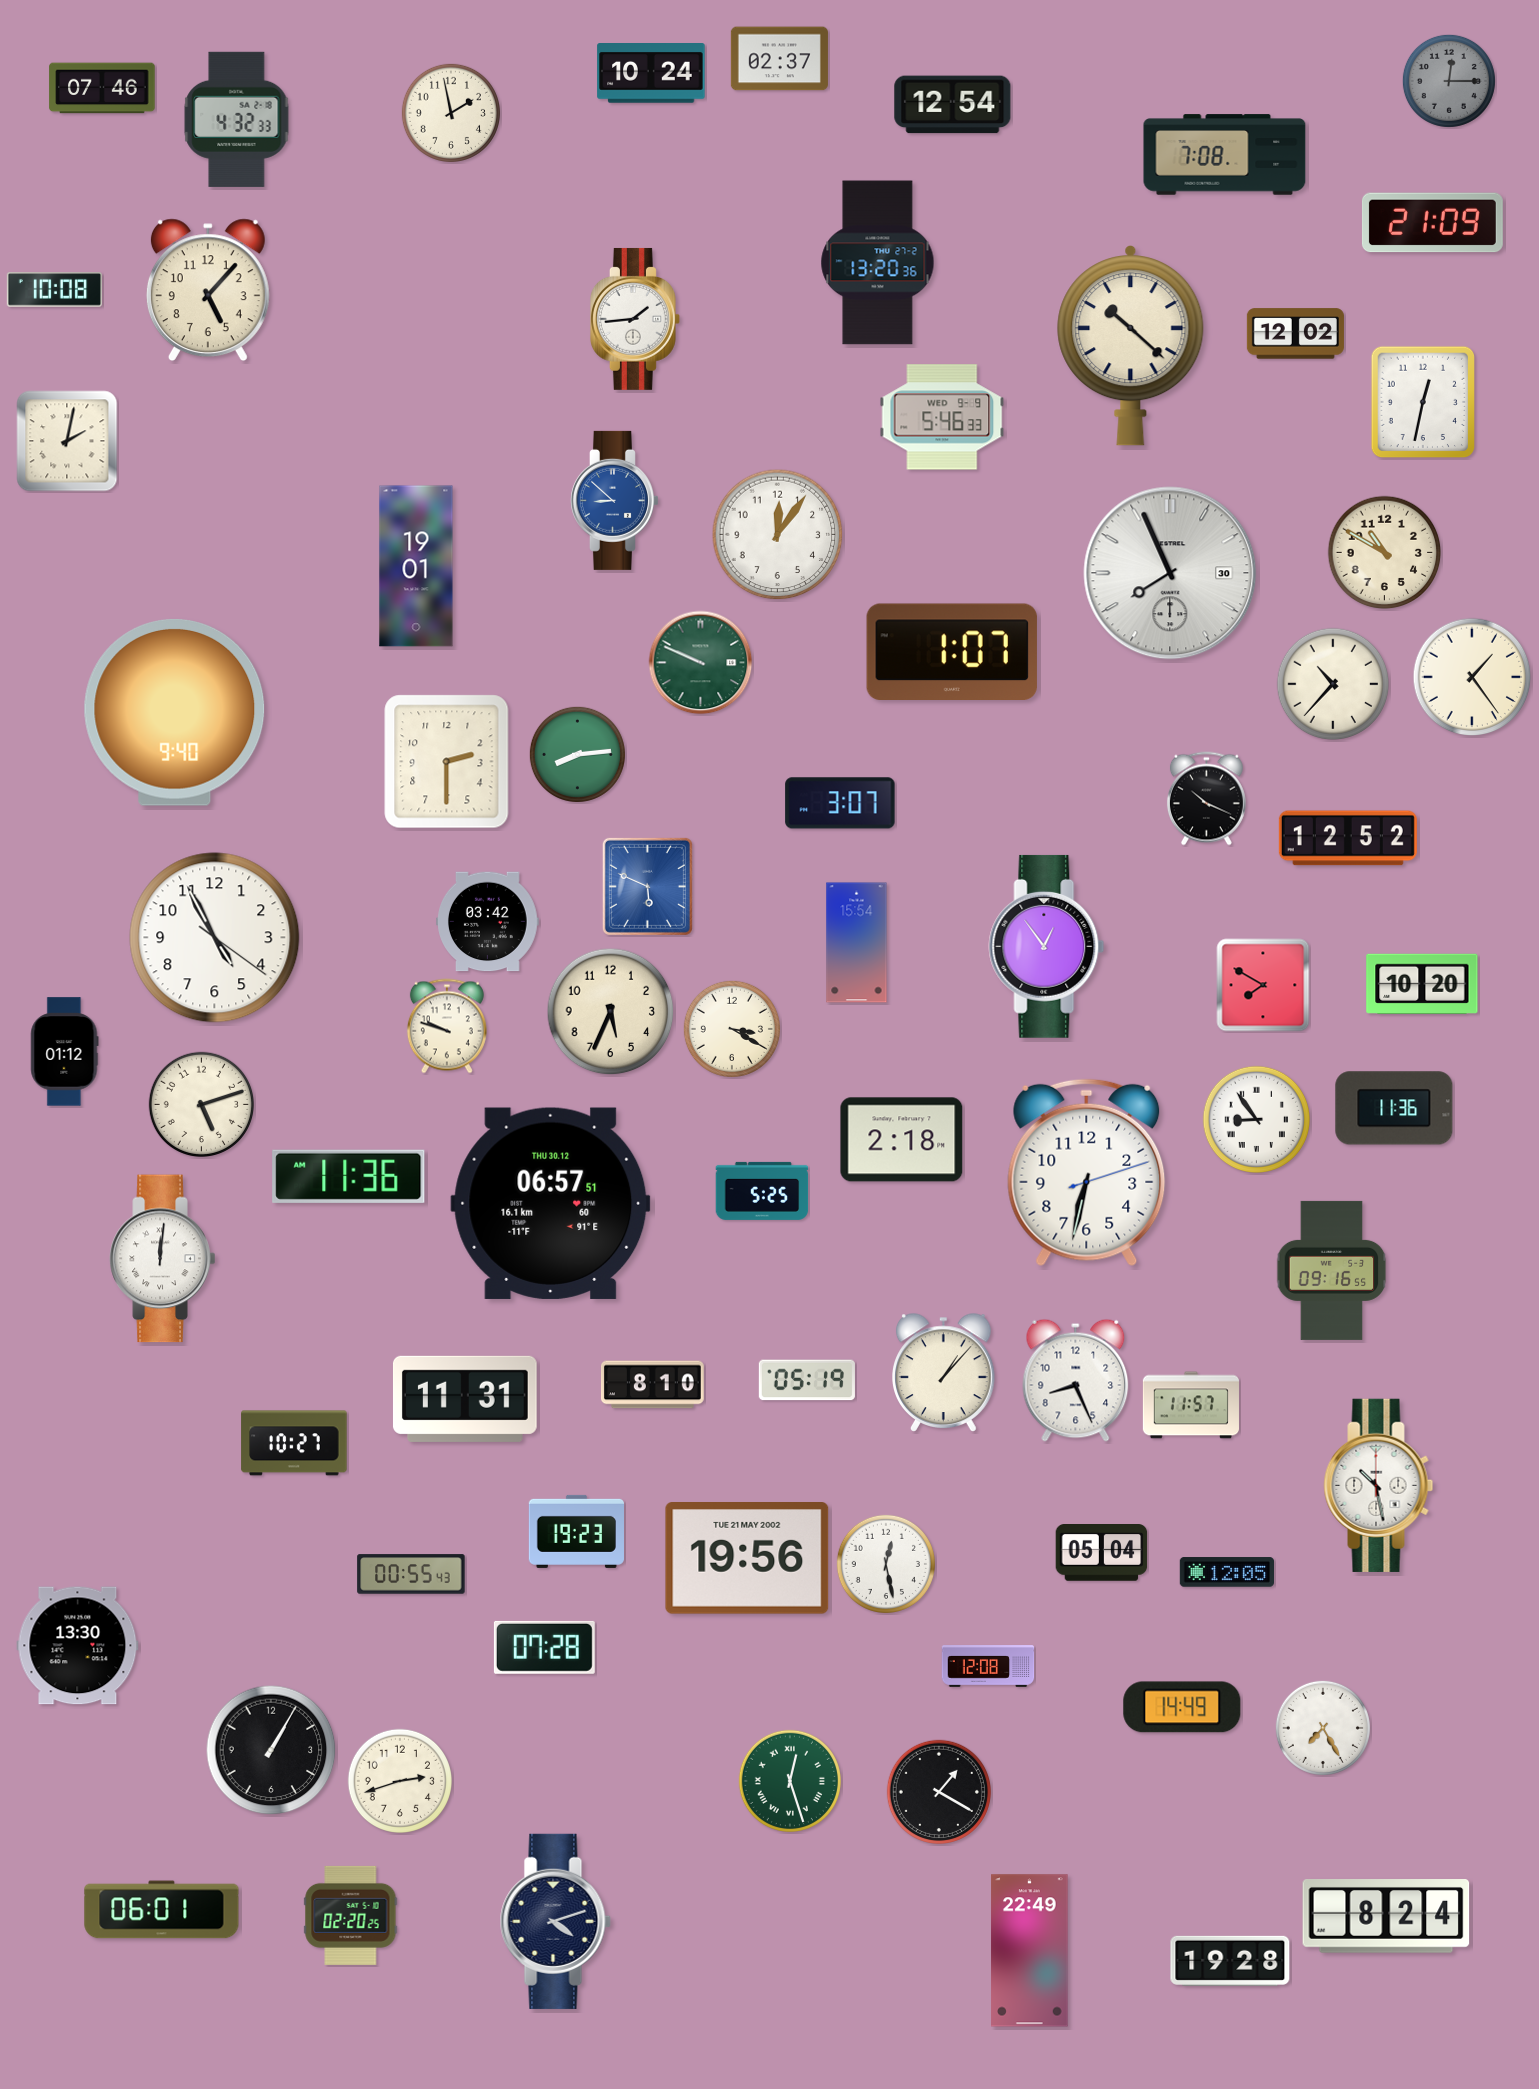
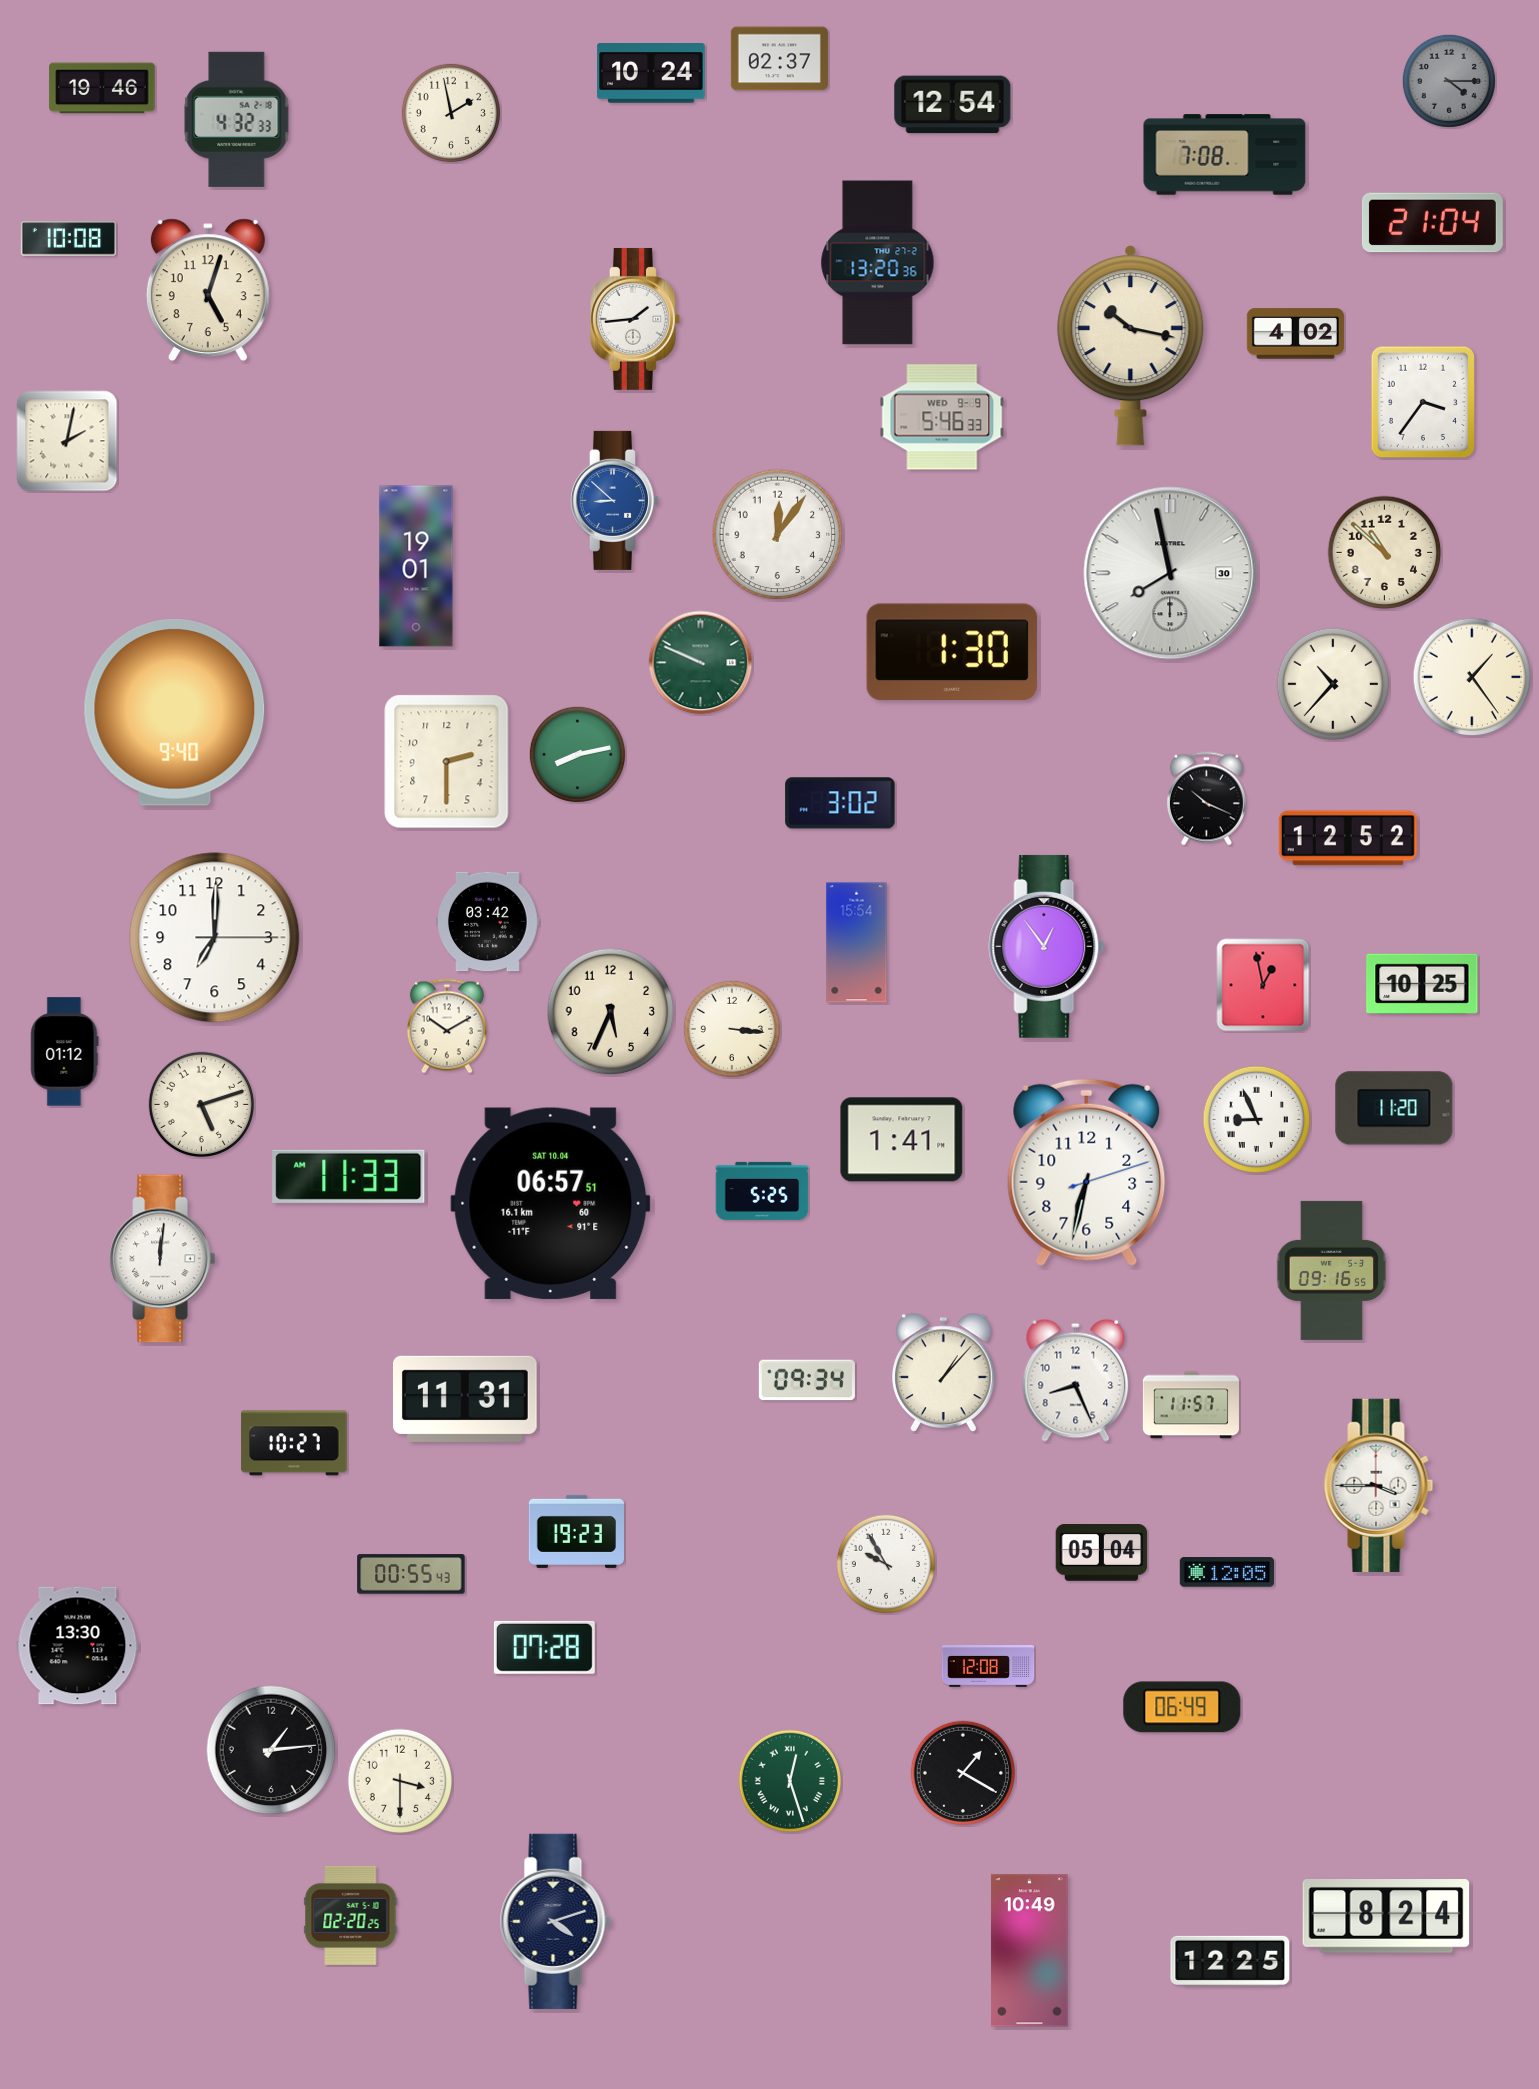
clock at (1449, 81): 12:15 -> 4:15
clock at (102, 88): 07:46 -> 19:46
clock at (1432, 223): 21:09 -> 21:04
clock at (54, 290) position: (54, 290) -> (68, 239)
clock at (208, 290): 5:07 -> 5:03
clock at (1295, 334): 12:02 -> 4:02
clock at (1131, 346): 10:22 -> 10:17
clock at (1423, 402): 12:32 -> 3:36
clock at (1385, 553): 10:50 -> 10:52
clock at (1170, 573): 7:56 -> 7:58
clock at (952, 651): 1:07 -> 1:30
clock at (577, 754): 8:14 -> 8:13
clock at (840, 803): 3:07 -> 3:02
clock at (647, 886): 5:49 -> none
clock at (215, 938): 4:55 -> 7:00
clock at (1422, 984): 10:20 -> 10:25
clock at (1263, 985): 7:50 -> 12:58
clock at (447, 1026): 9:48 -> 10:10
clock at (732, 1029): 3:20 -> 3:16
clock at (1394, 1108): 11:36 -> 11:20
clock at (1256, 1119): 8:54 -> 8:56
clock at (902, 1140): 2:18 -> 1:41
clock at (349, 1176): 11:36 -> 11:33
clock at (551, 1203) date: THU 30.12 -> SAT 10.04
clock at (807, 1380): 05:19 -> 09:34
clock at (653, 1385): 8:10 -> none
clock at (1379, 1485): 10:28 -> 3:45
clock at (747, 1558): 19:56 -> none
clock at (886, 1564): 12:28 -> 9:55
clock at (1182, 1707): 14:49 -> 06:49
clock at (1323, 1728): 7:25 -> none
clock at (271, 1750): 1:05 -> 1:14
clock at (399, 1780): 2:42 -> 3:30
clock at (938, 1791) position: (938, 1791) -> (962, 1772)
clock at (162, 1910): 06:01 -> none
clock at (1030, 1951): 22:49 -> 10:49
clock at (1230, 1961): 19:28 -> 12:25
